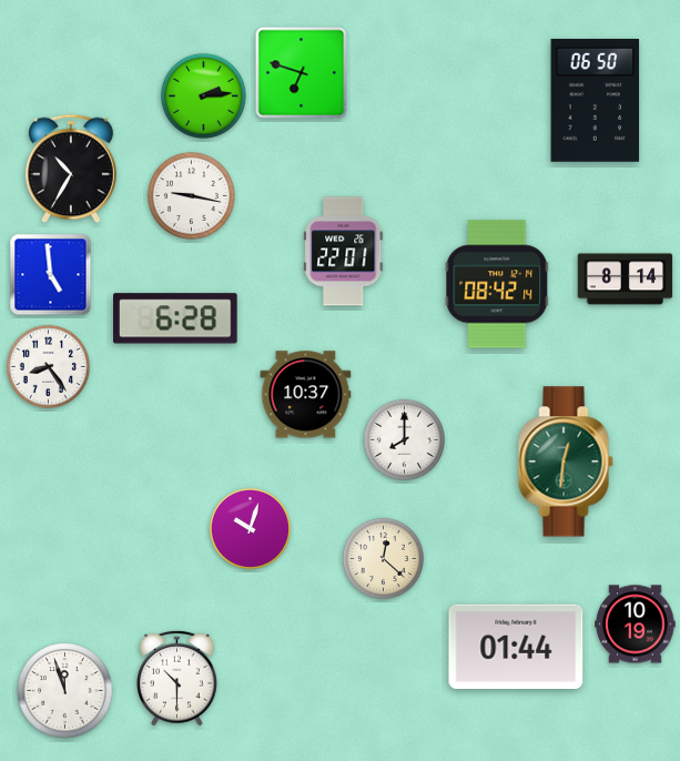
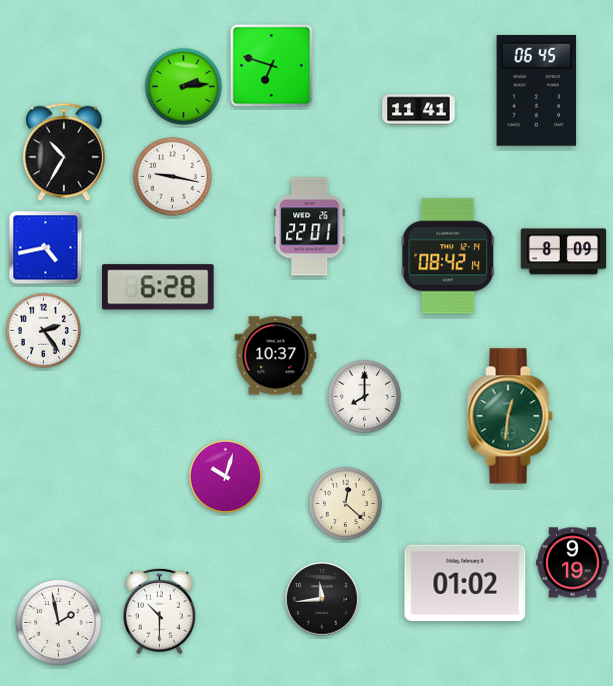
clock at (596, 100): 06:50 -> 06:45
clock at (419, 110): none -> 11:41
clock at (51, 275): 4:59 -> 4:43
clock at (626, 280): 8:14 -> 8:09
clock at (48, 366): 8:24 -> 2:24
clock at (636, 625): 10:19 -> 9:19
clock at (516, 646): 01:44 -> 01:02
clock at (322, 599): none -> 11:44
clock at (65, 691): 11:57 -> 1:58
